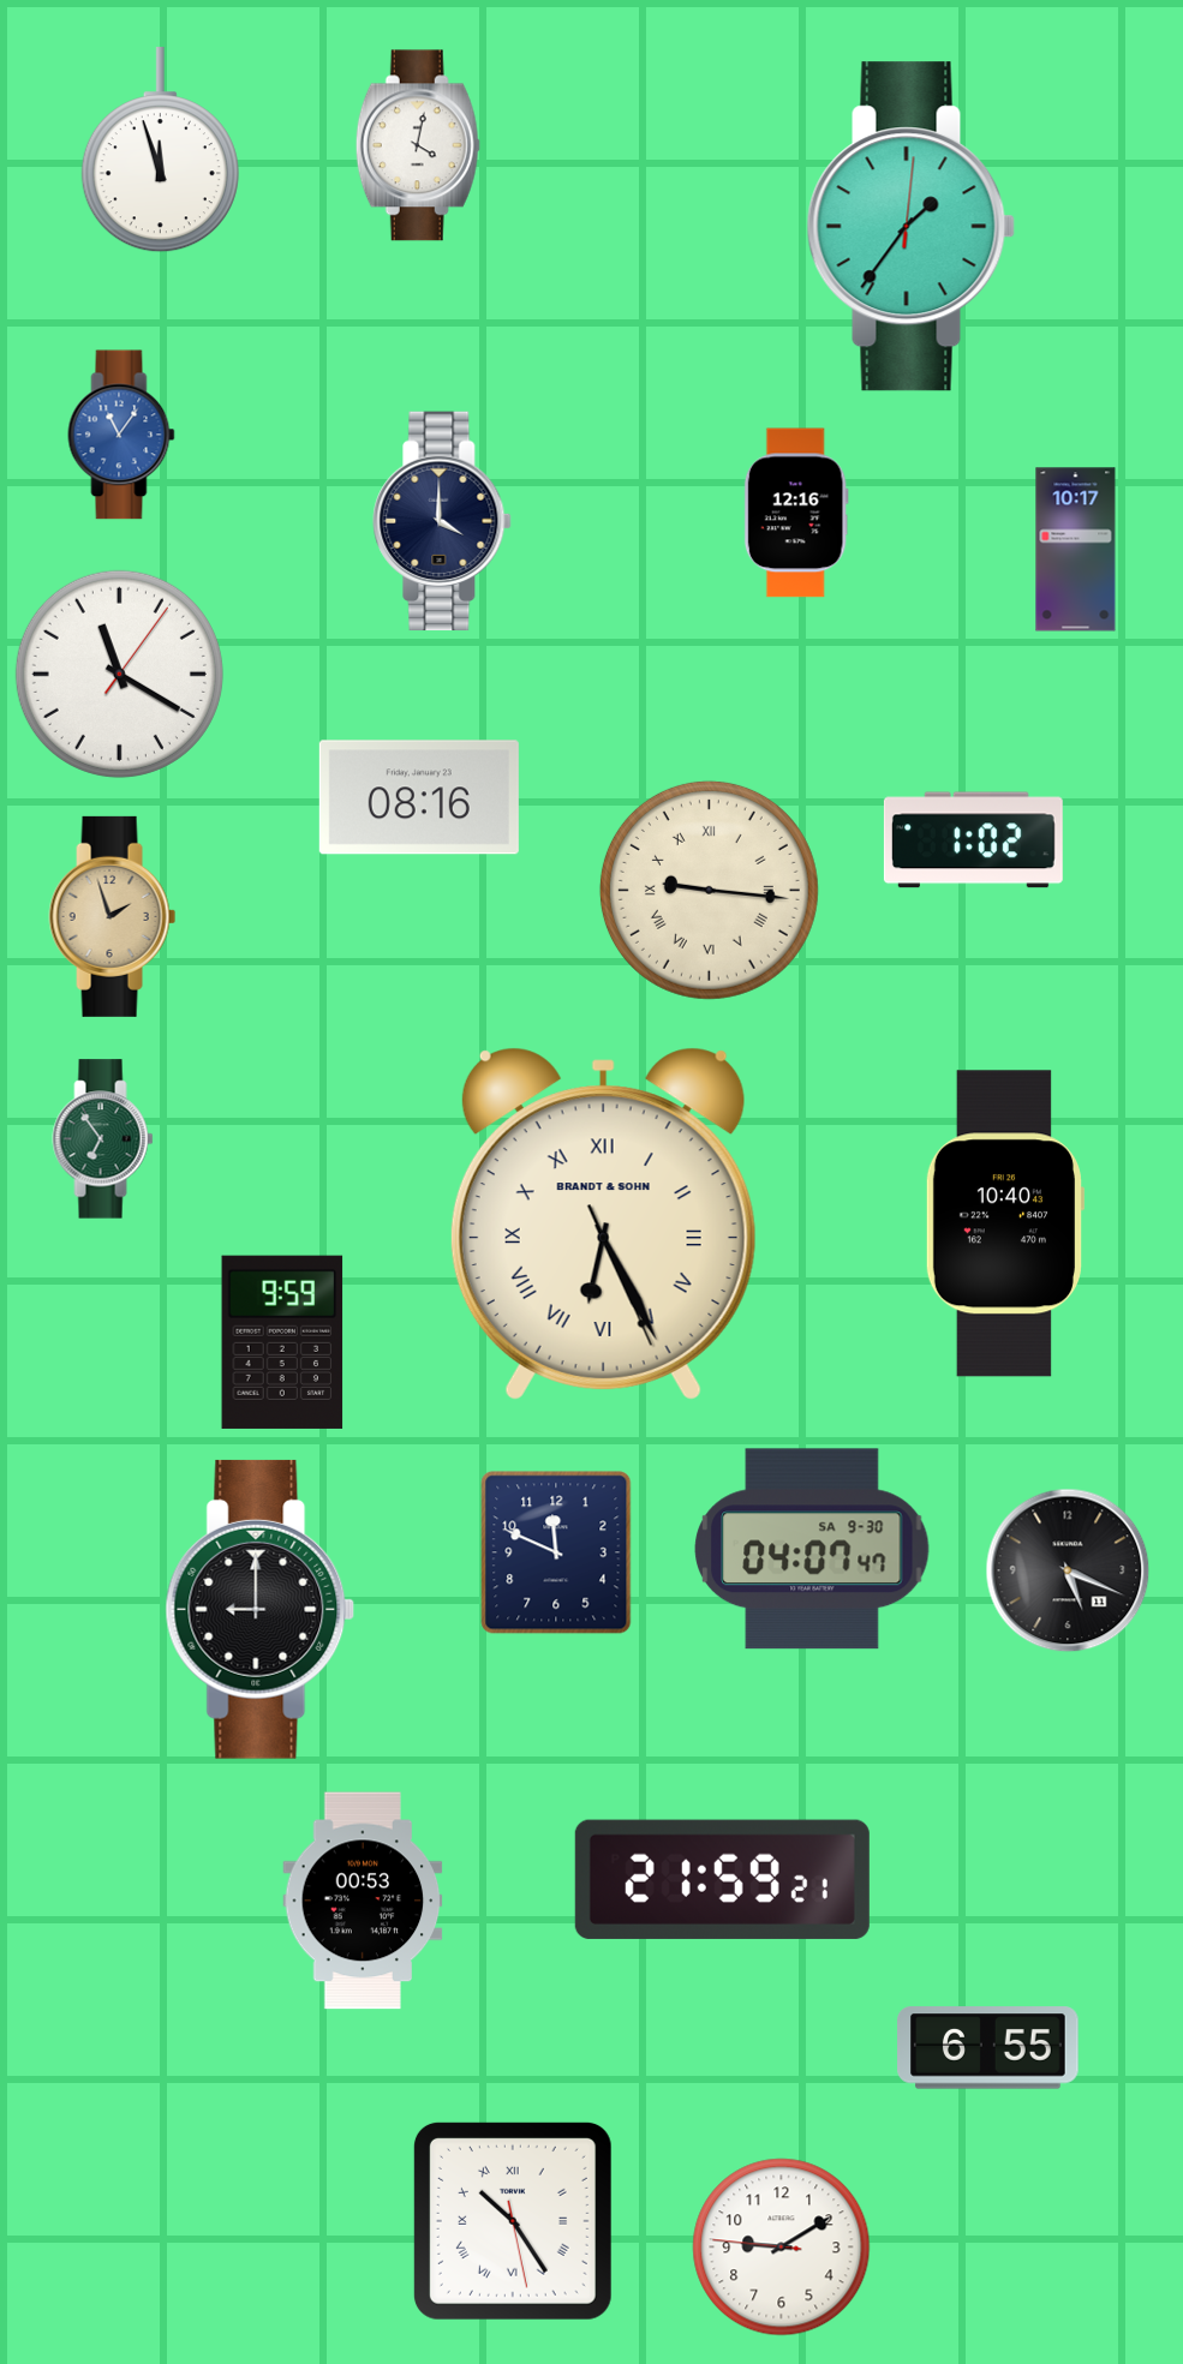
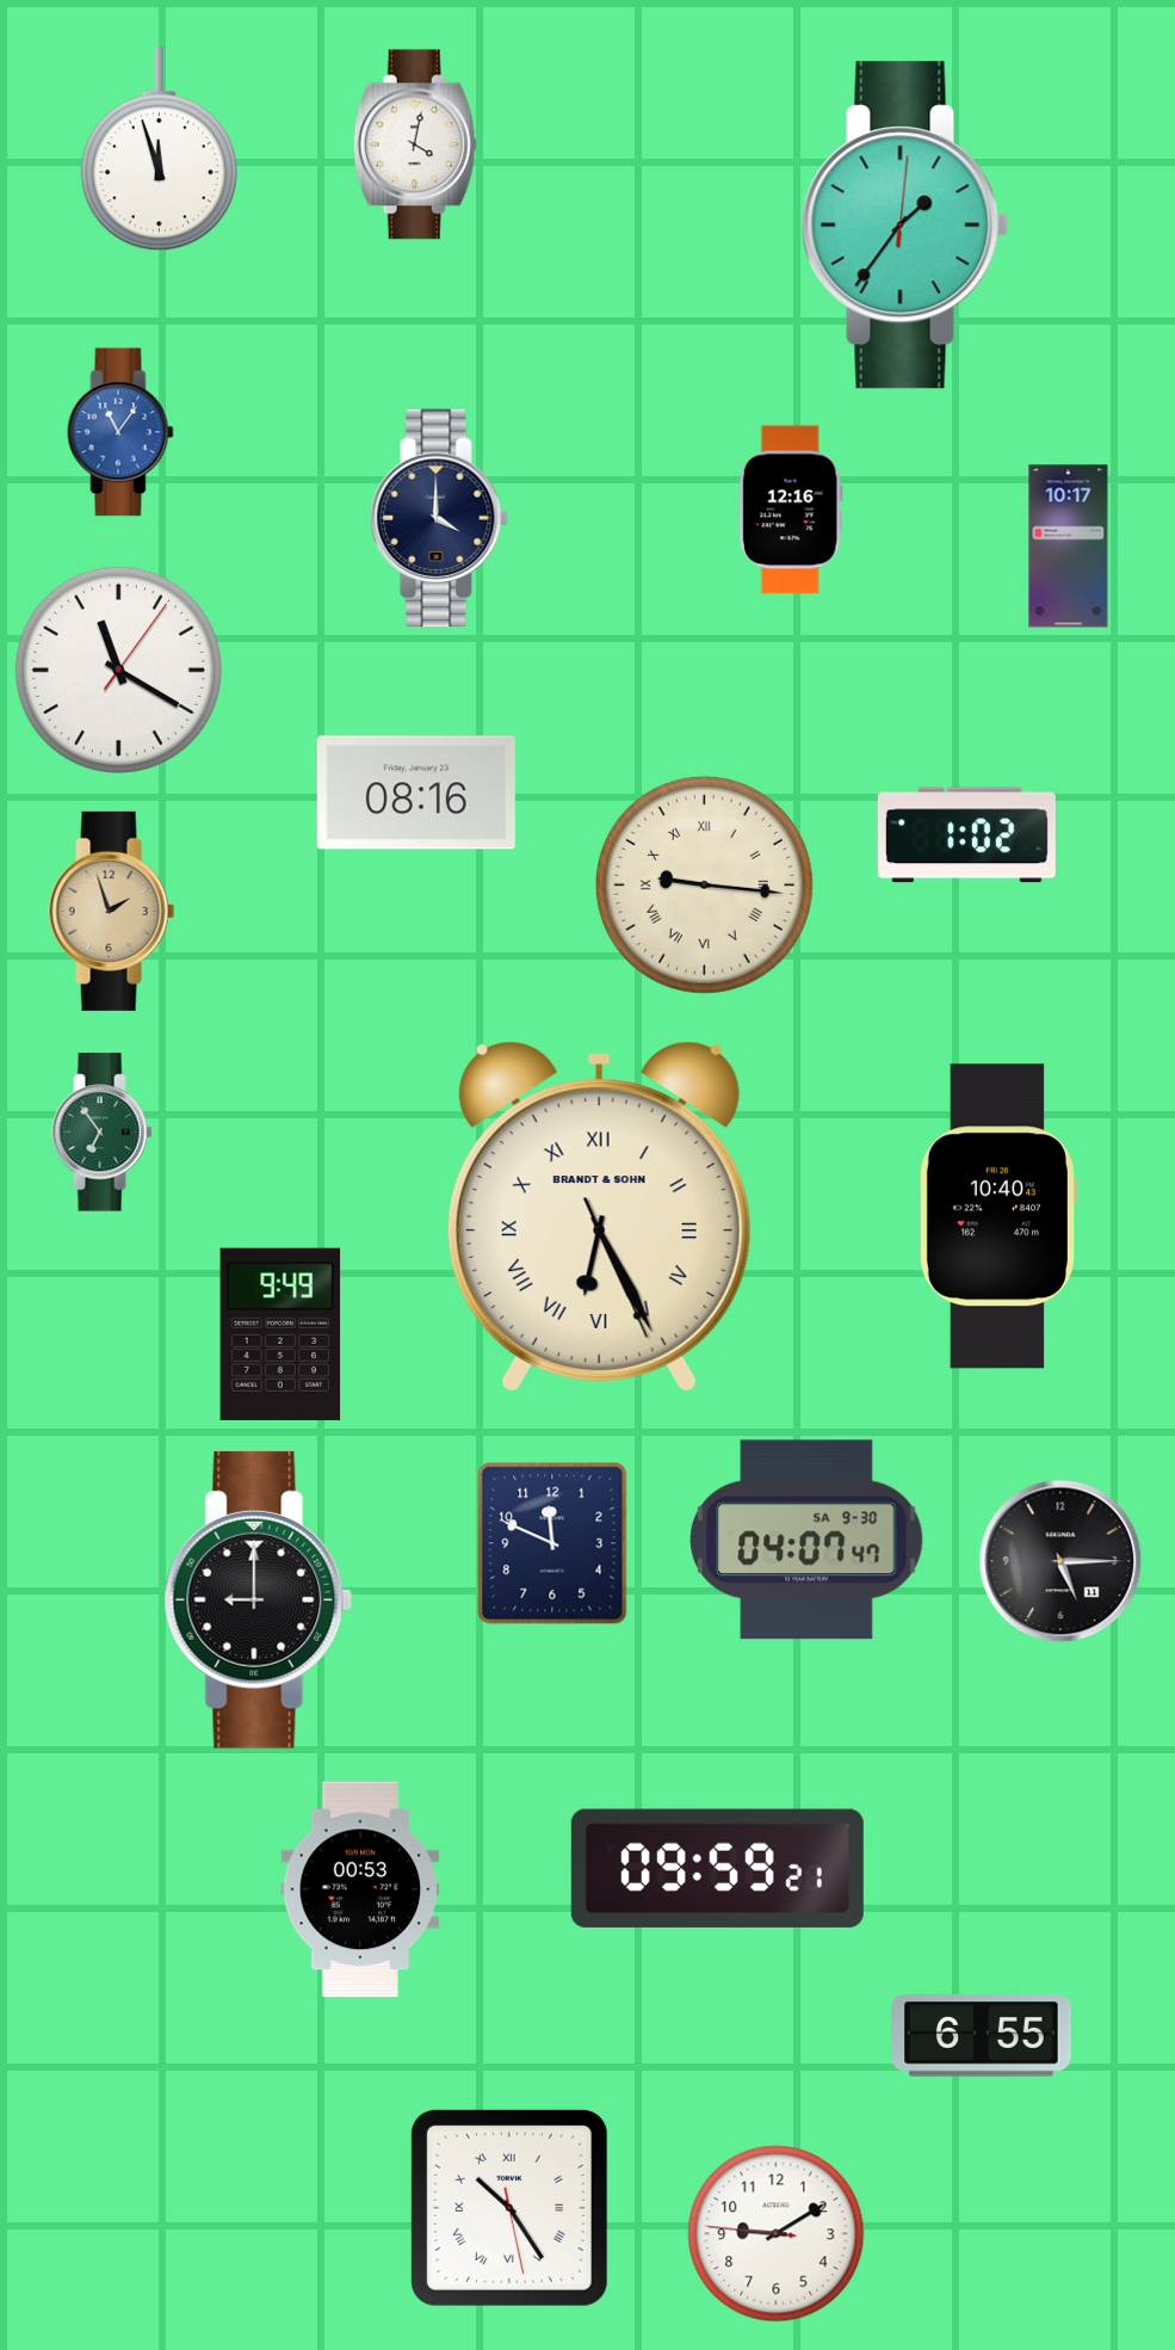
clock at (282, 1342): 9:59 -> 9:49
clock at (1068, 1570): 5:19 -> 5:15
clock at (722, 1879): 21:59 -> 09:59
